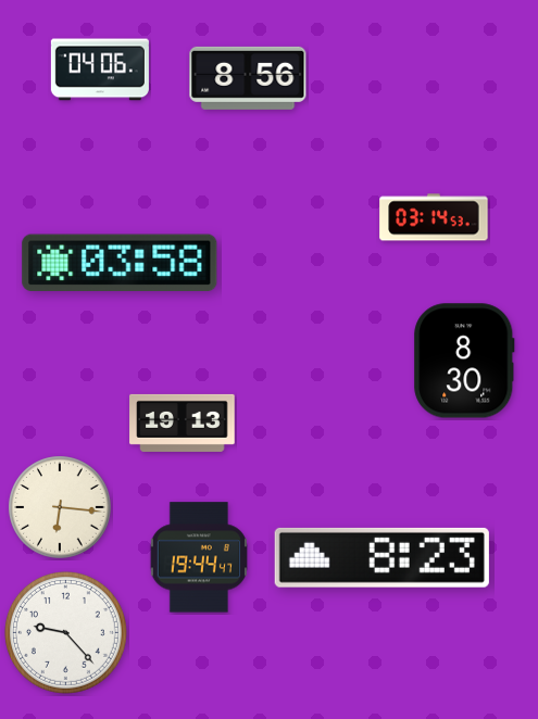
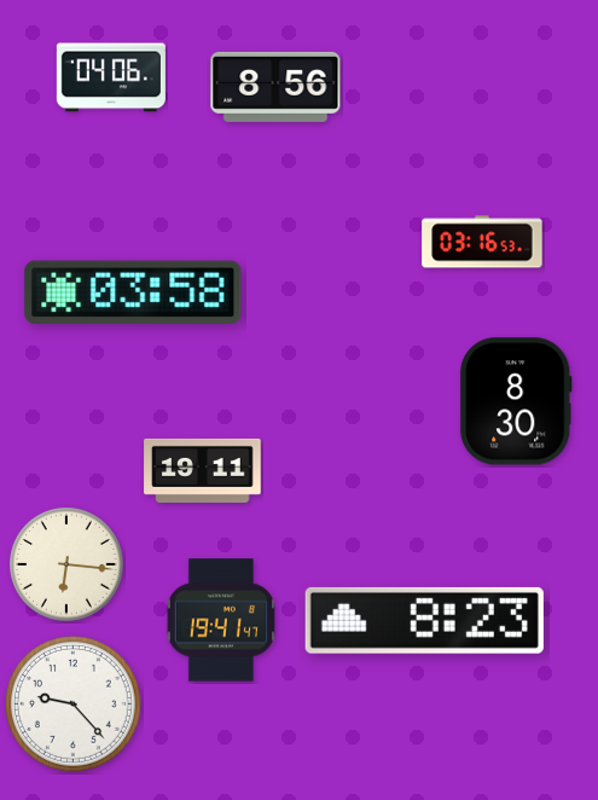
clock at (434, 217): 03:14 -> 03:16
clock at (183, 422): 19:13 -> 19:11
clock at (199, 557): 19:44 -> 19:41
